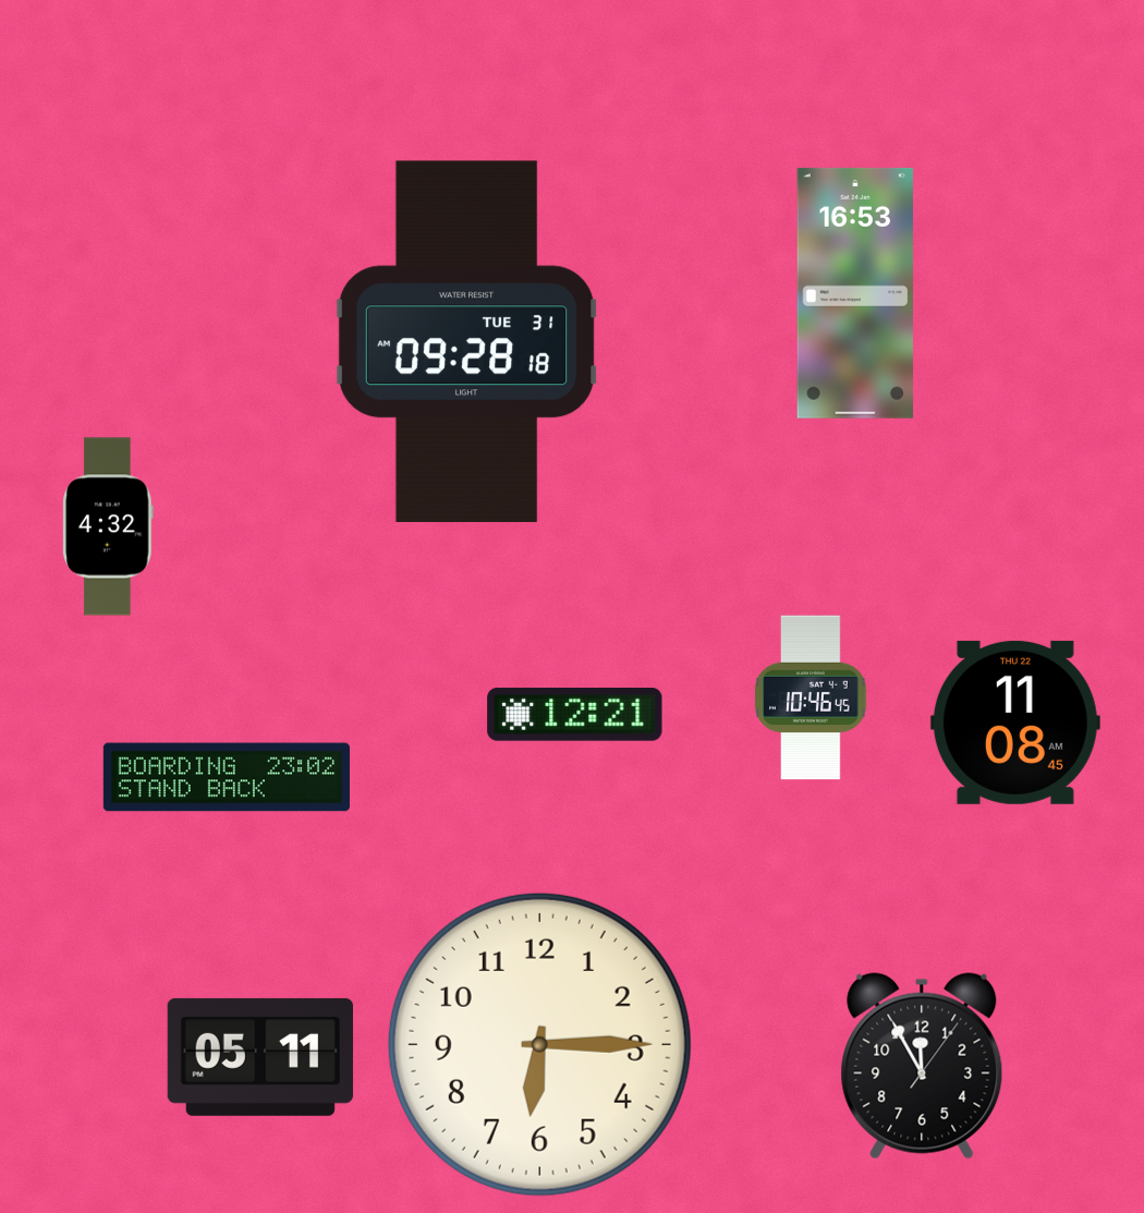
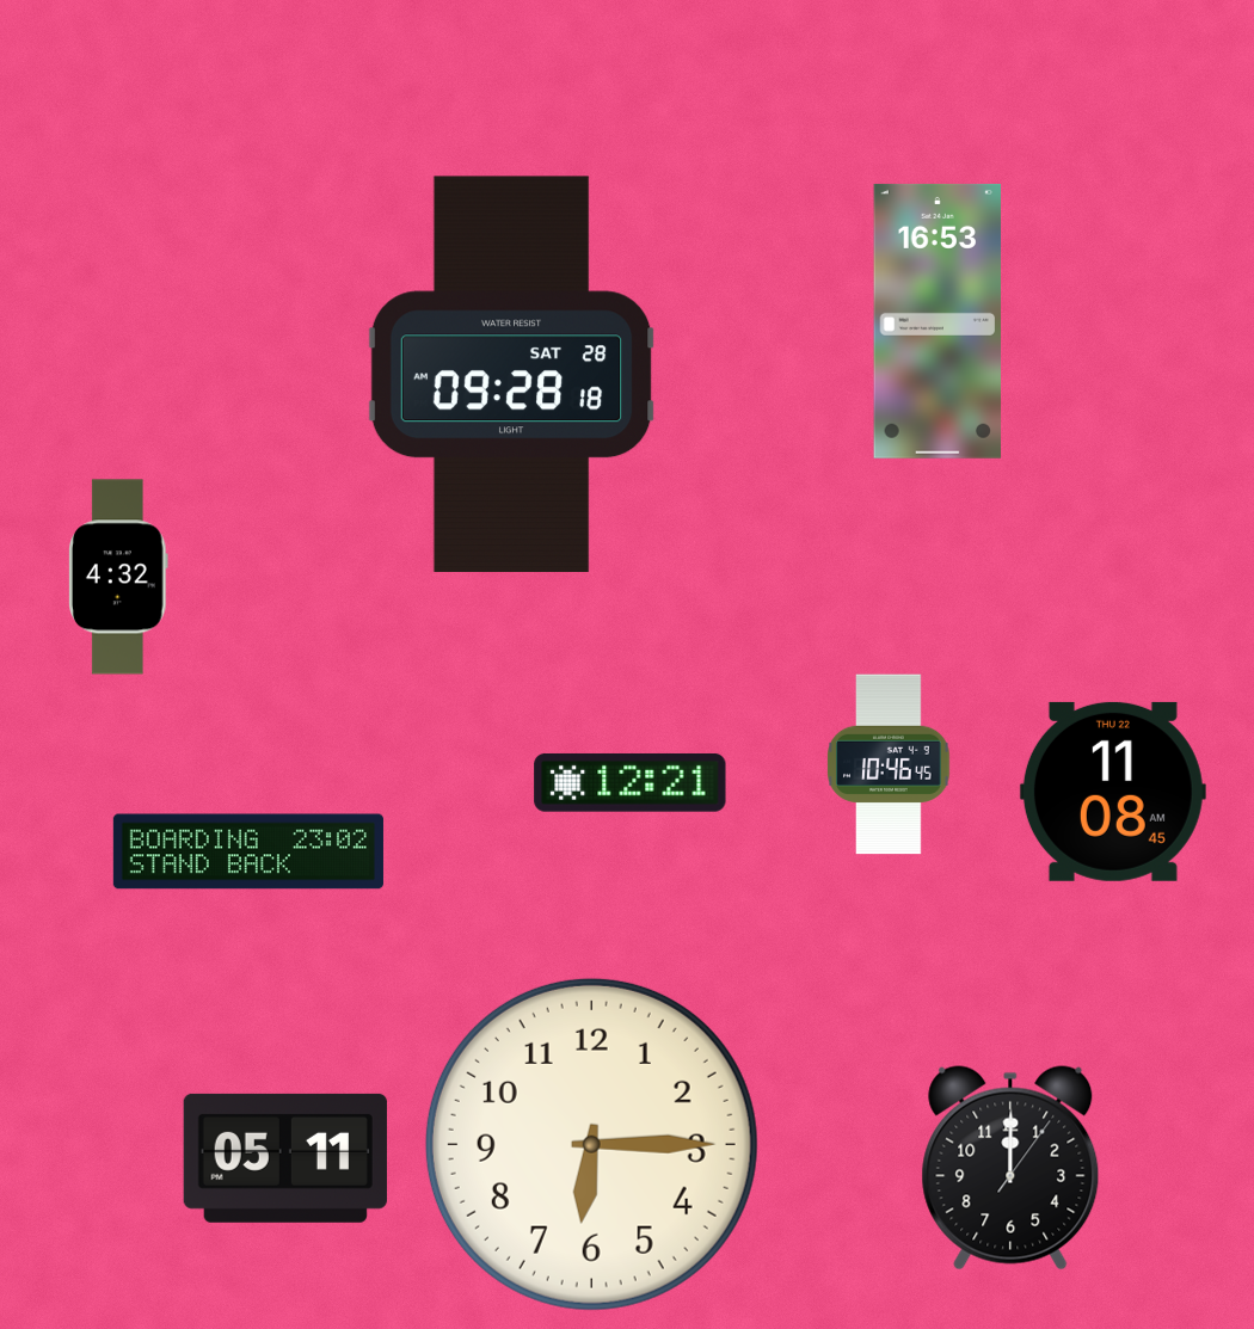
clock at (467, 341) date: TUE 31 -> SAT 28
clock at (922, 1066): 11:55 -> 12:00
